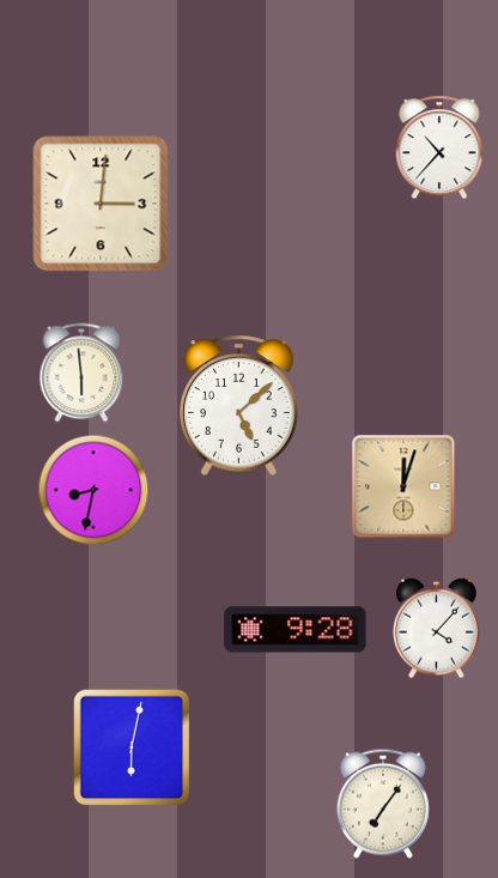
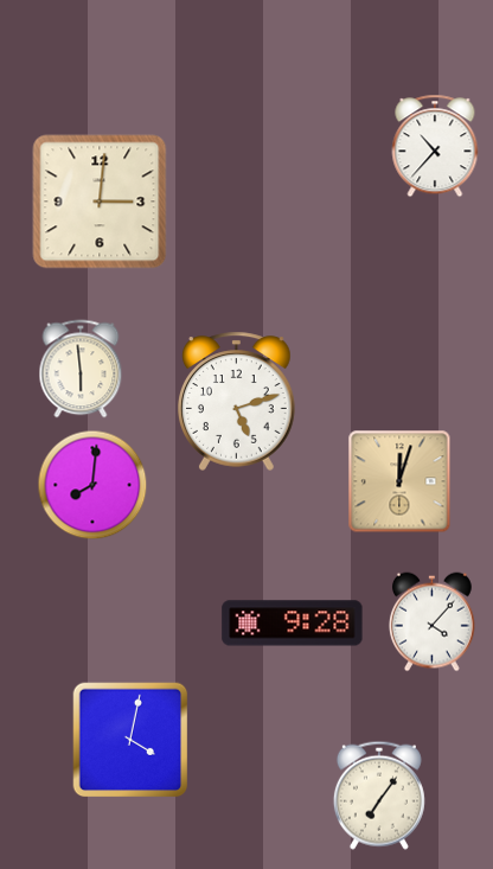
clock at (239, 405): 5:08 -> 5:12
clock at (93, 490): 8:32 -> 8:01
clock at (132, 747): 6:02 -> 4:02
